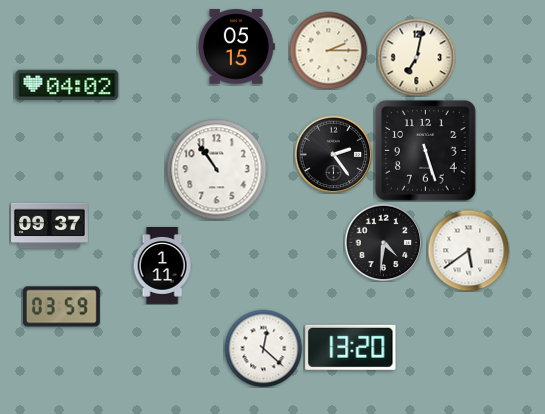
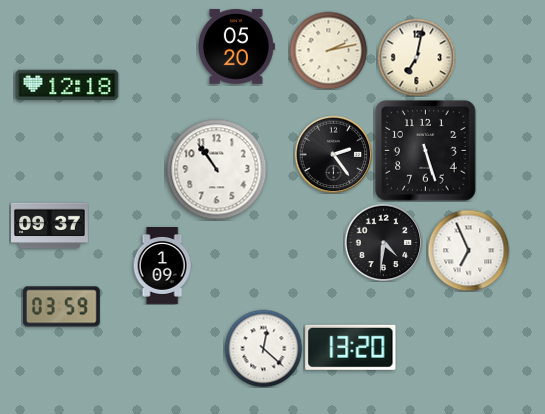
clock at (237, 47): 05:15 -> 05:20
clock at (328, 50): 2:15 -> 2:13
clock at (67, 85): 04:02 -> 12:18
clock at (468, 250): 5:39 -> 6:56
clock at (162, 266): 1:11 -> 1:09
